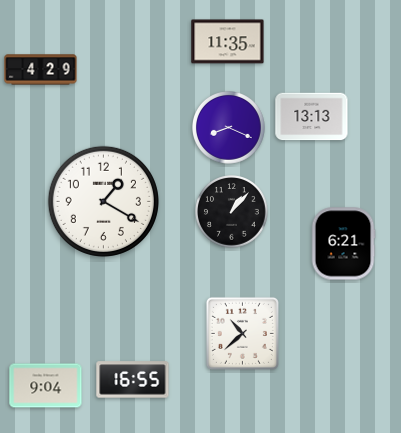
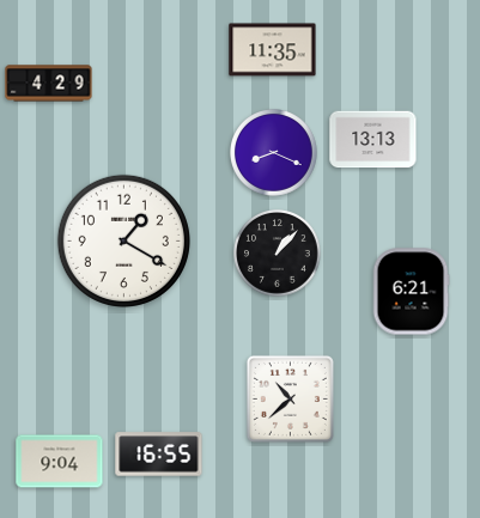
clock at (46, 386) position: (46, 386) -> (60, 462)
